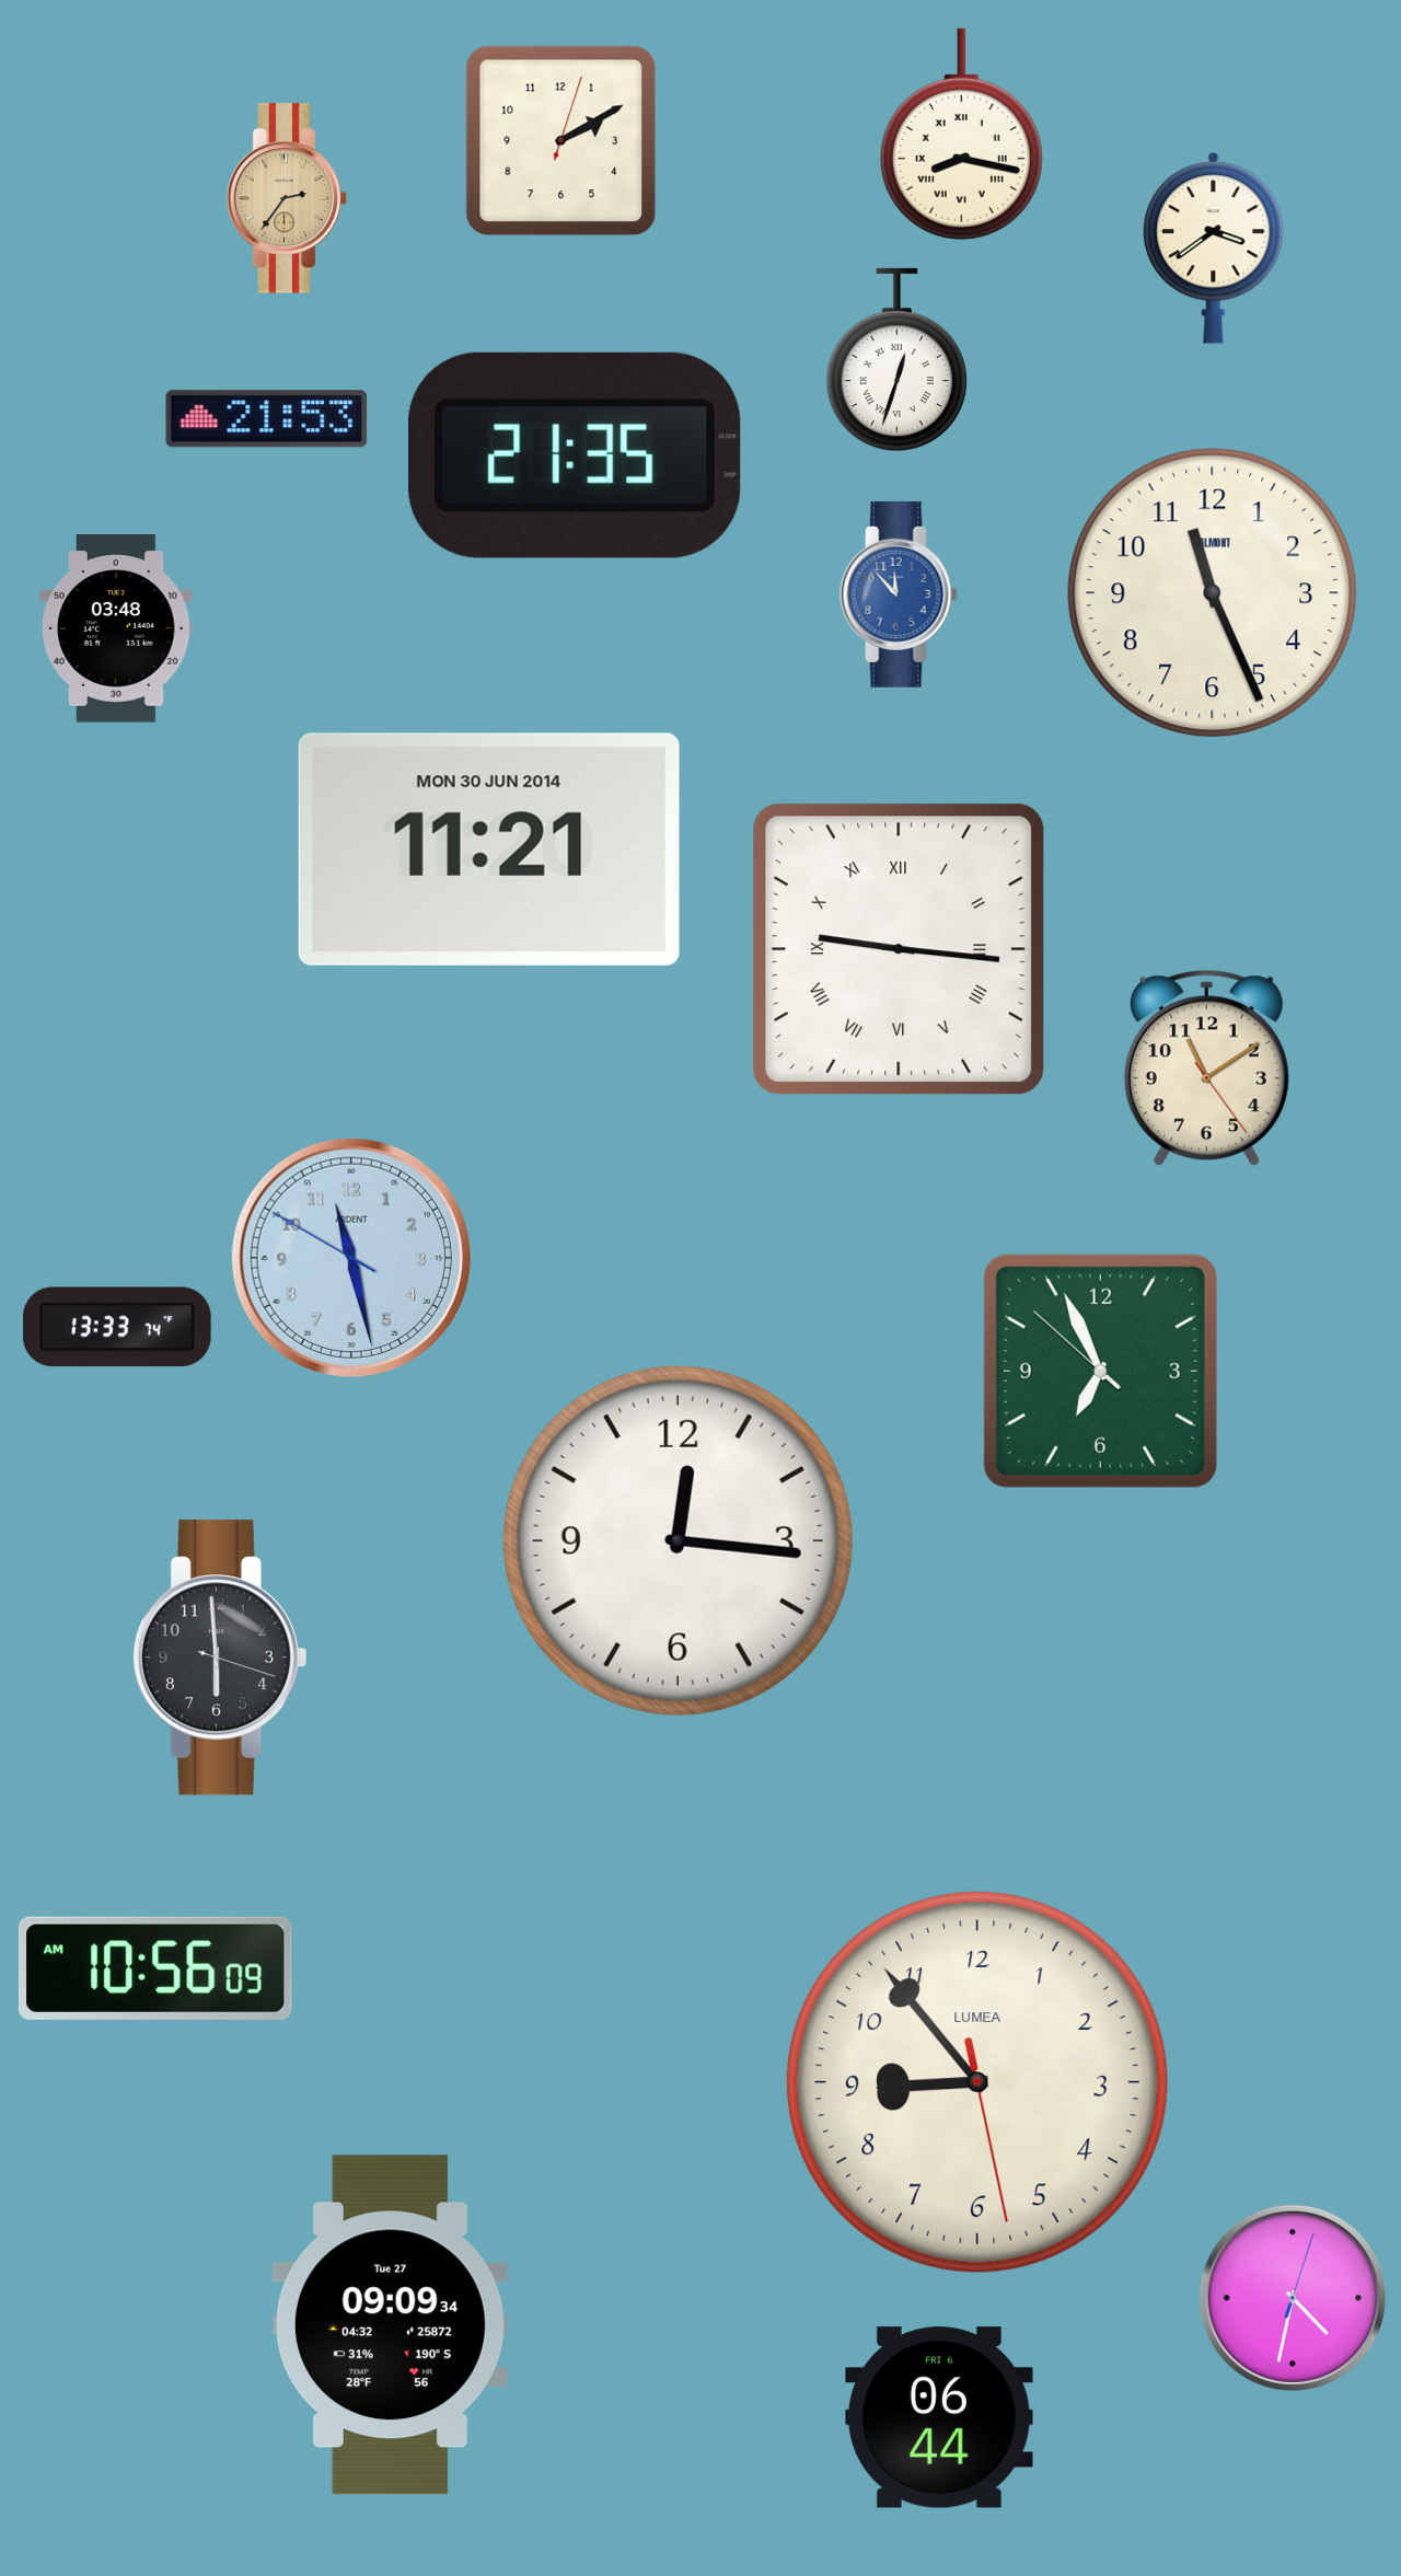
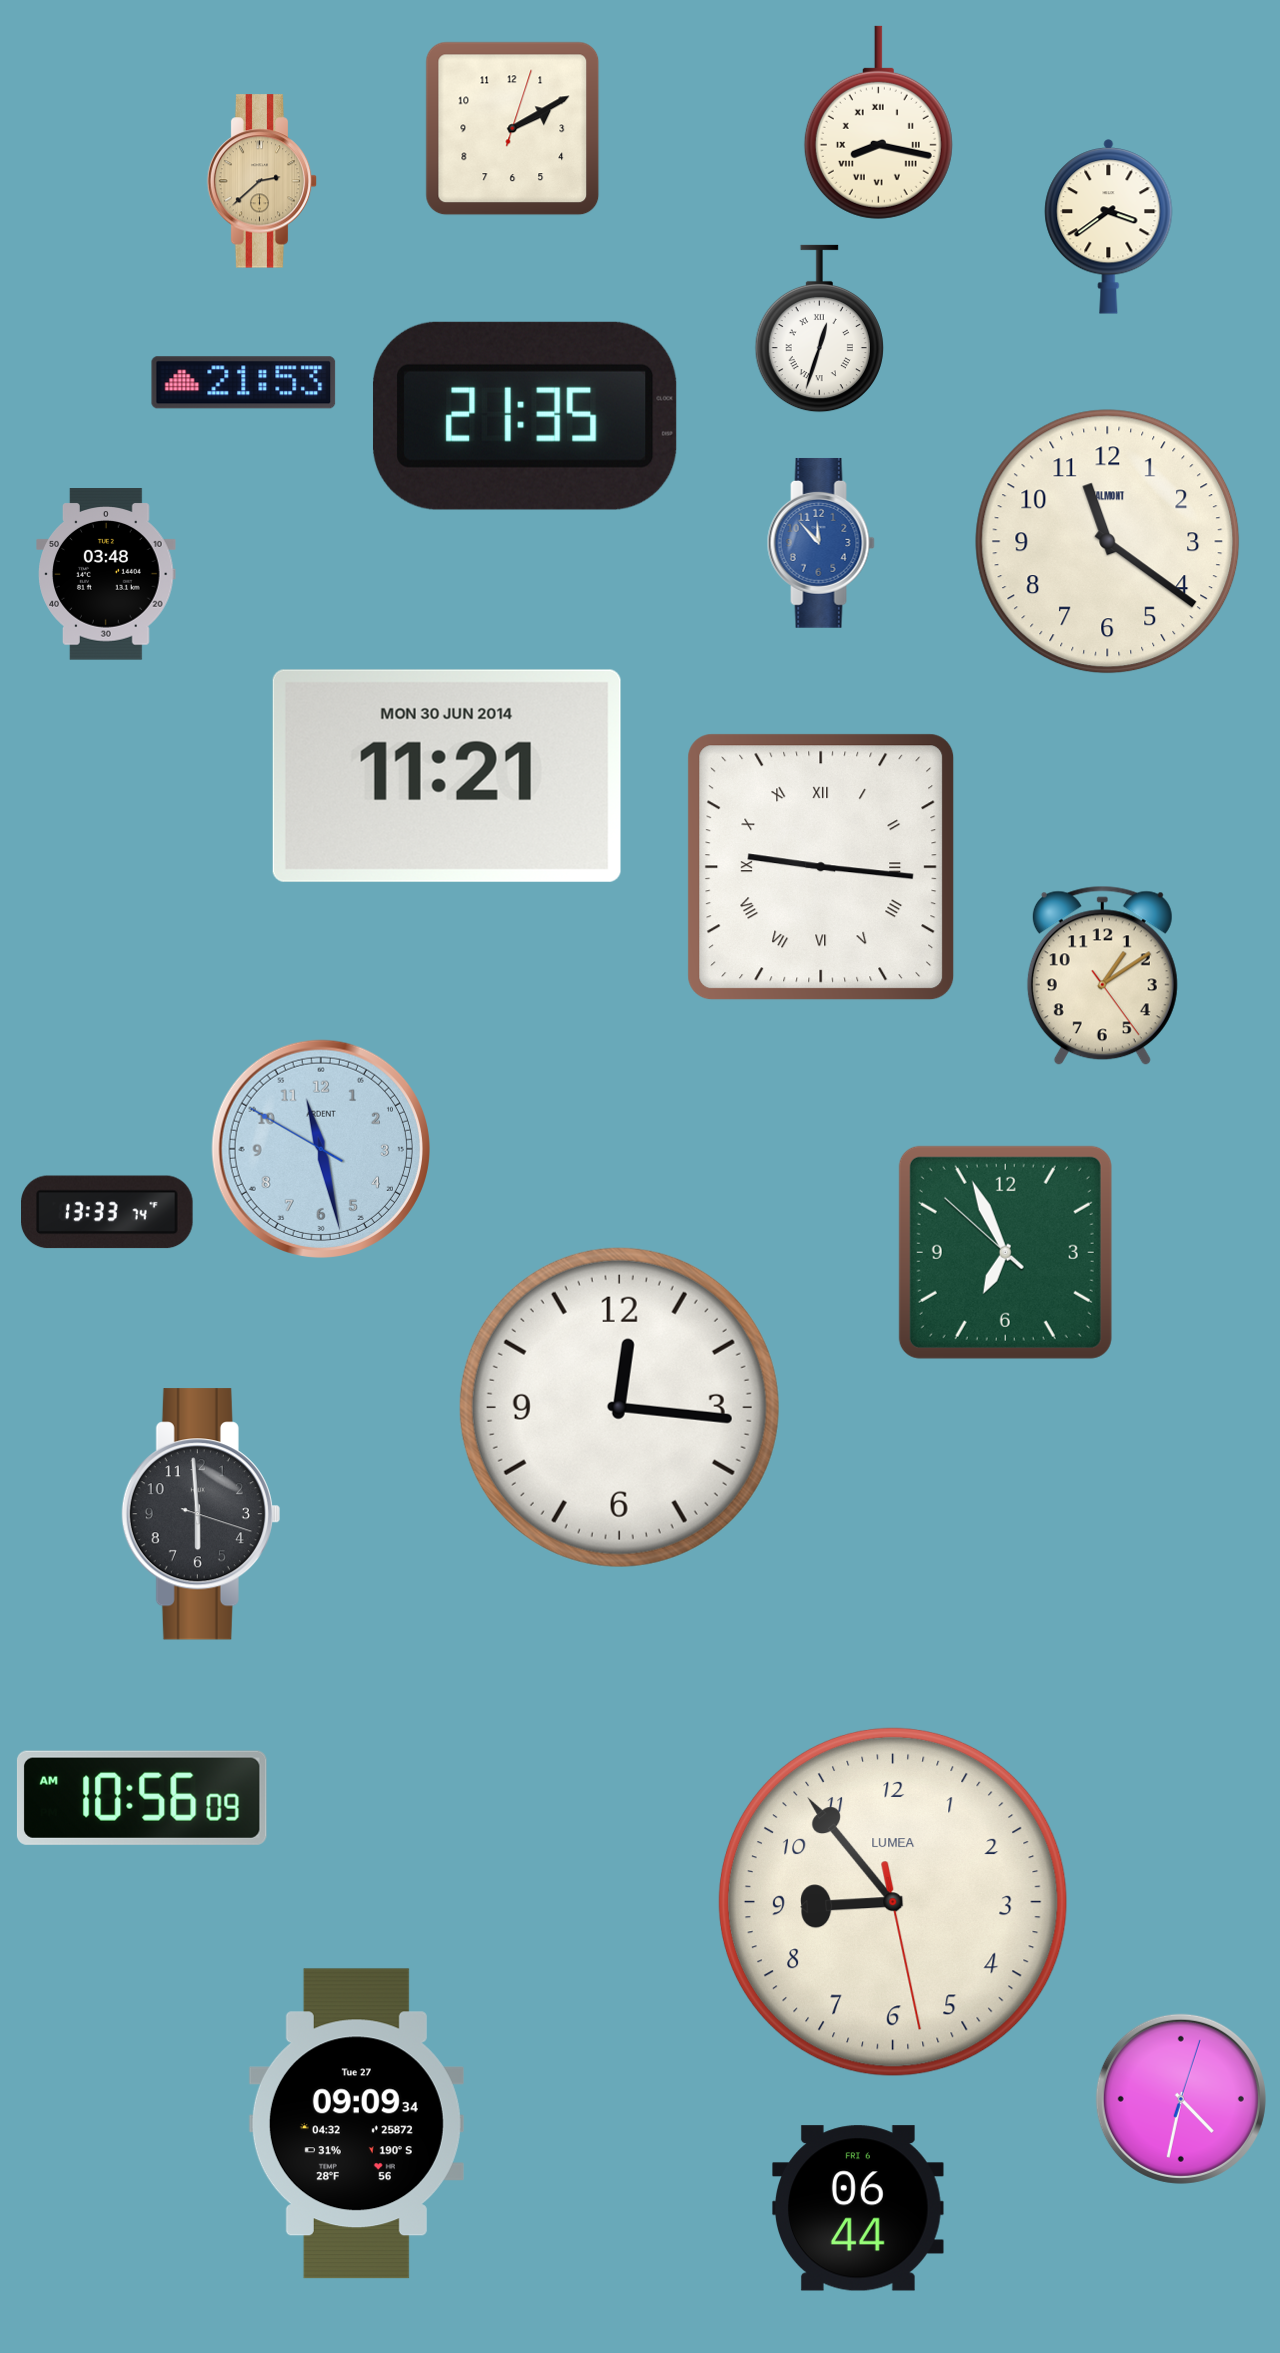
clock at (287, 198): 2:36 -> 2:38
clock at (1213, 593): 11:26 -> 11:21
clock at (1206, 1068): 11:09 -> 1:09
